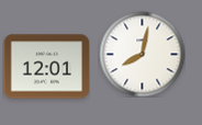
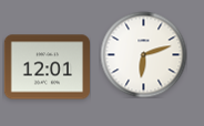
clock at (142, 54): 8:02 -> 6:12
